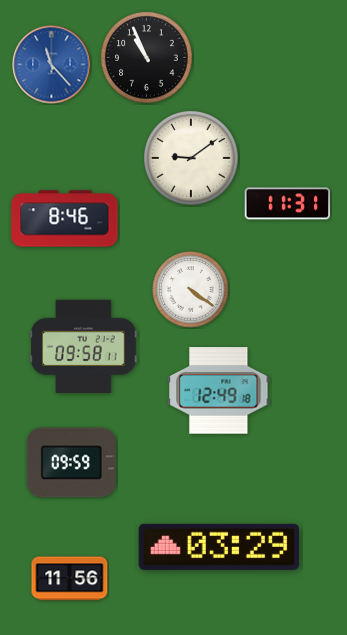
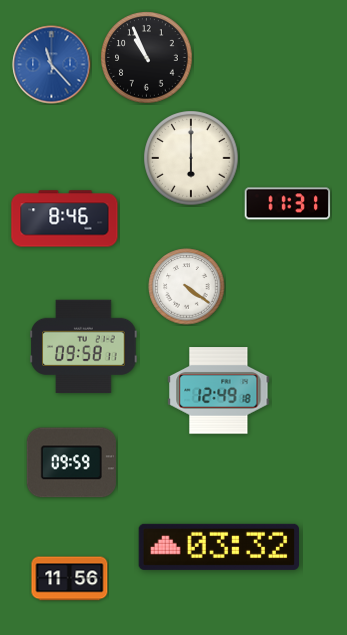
clock at (191, 158): 9:09 -> 6:00
clock at (191, 290) position: (191, 290) -> (187, 287)
clock at (218, 547): 03:29 -> 03:32
